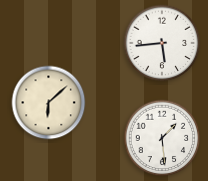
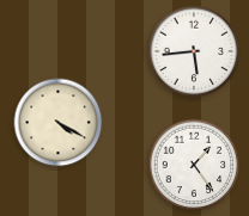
clock at (49, 103): 6:08 -> 4:20
clock at (162, 138): 1:29 -> 1:24
